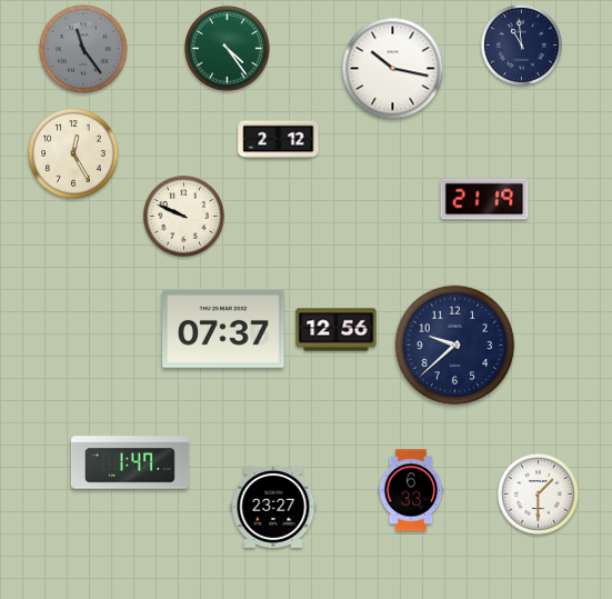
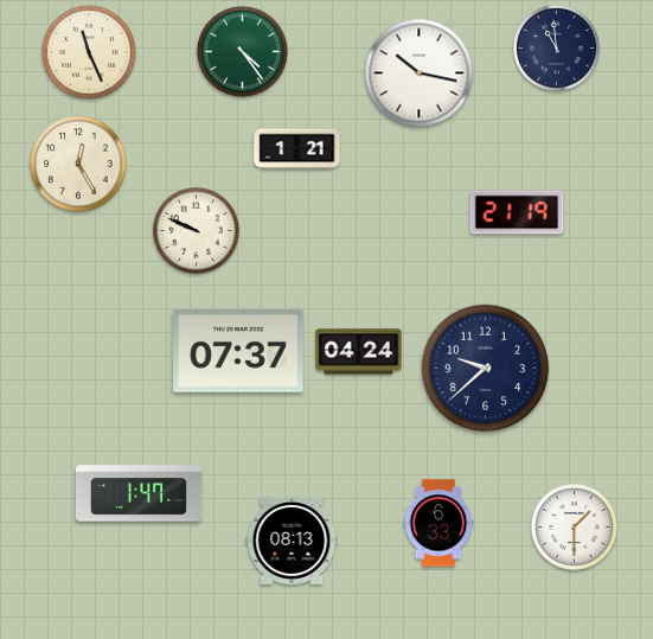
clock at (83, 49): 11:24 -> 11:26
clock at (83, 49) dial: grey -> cream
clock at (279, 140): 2:12 -> 1:21
clock at (337, 330): 12:56 -> 04:24
clock at (273, 507): 23:27 -> 08:13
